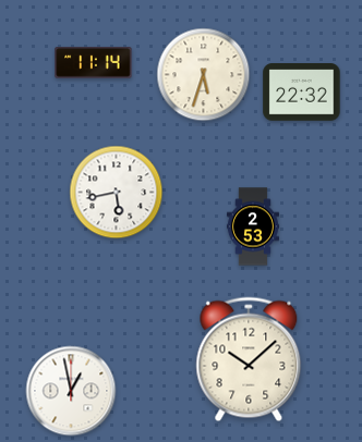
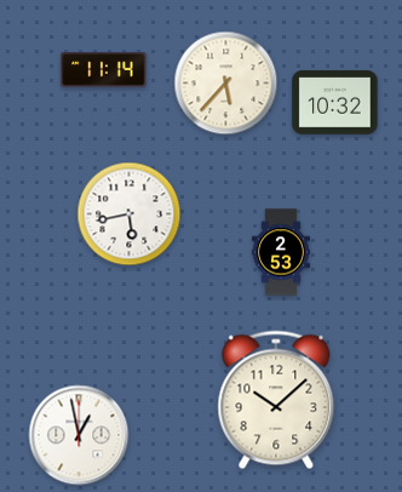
clock at (204, 75): 5:33 -> 5:37
clock at (302, 93): 22:32 -> 10:32
